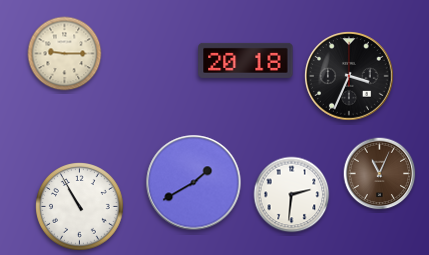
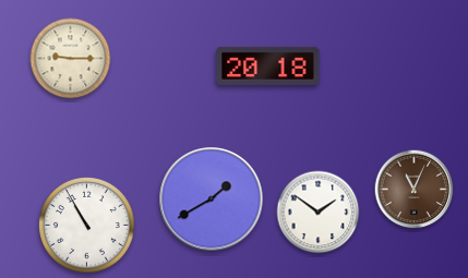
clock at (349, 76): 3:34 -> none
clock at (292, 195): 2:31 -> 1:51
